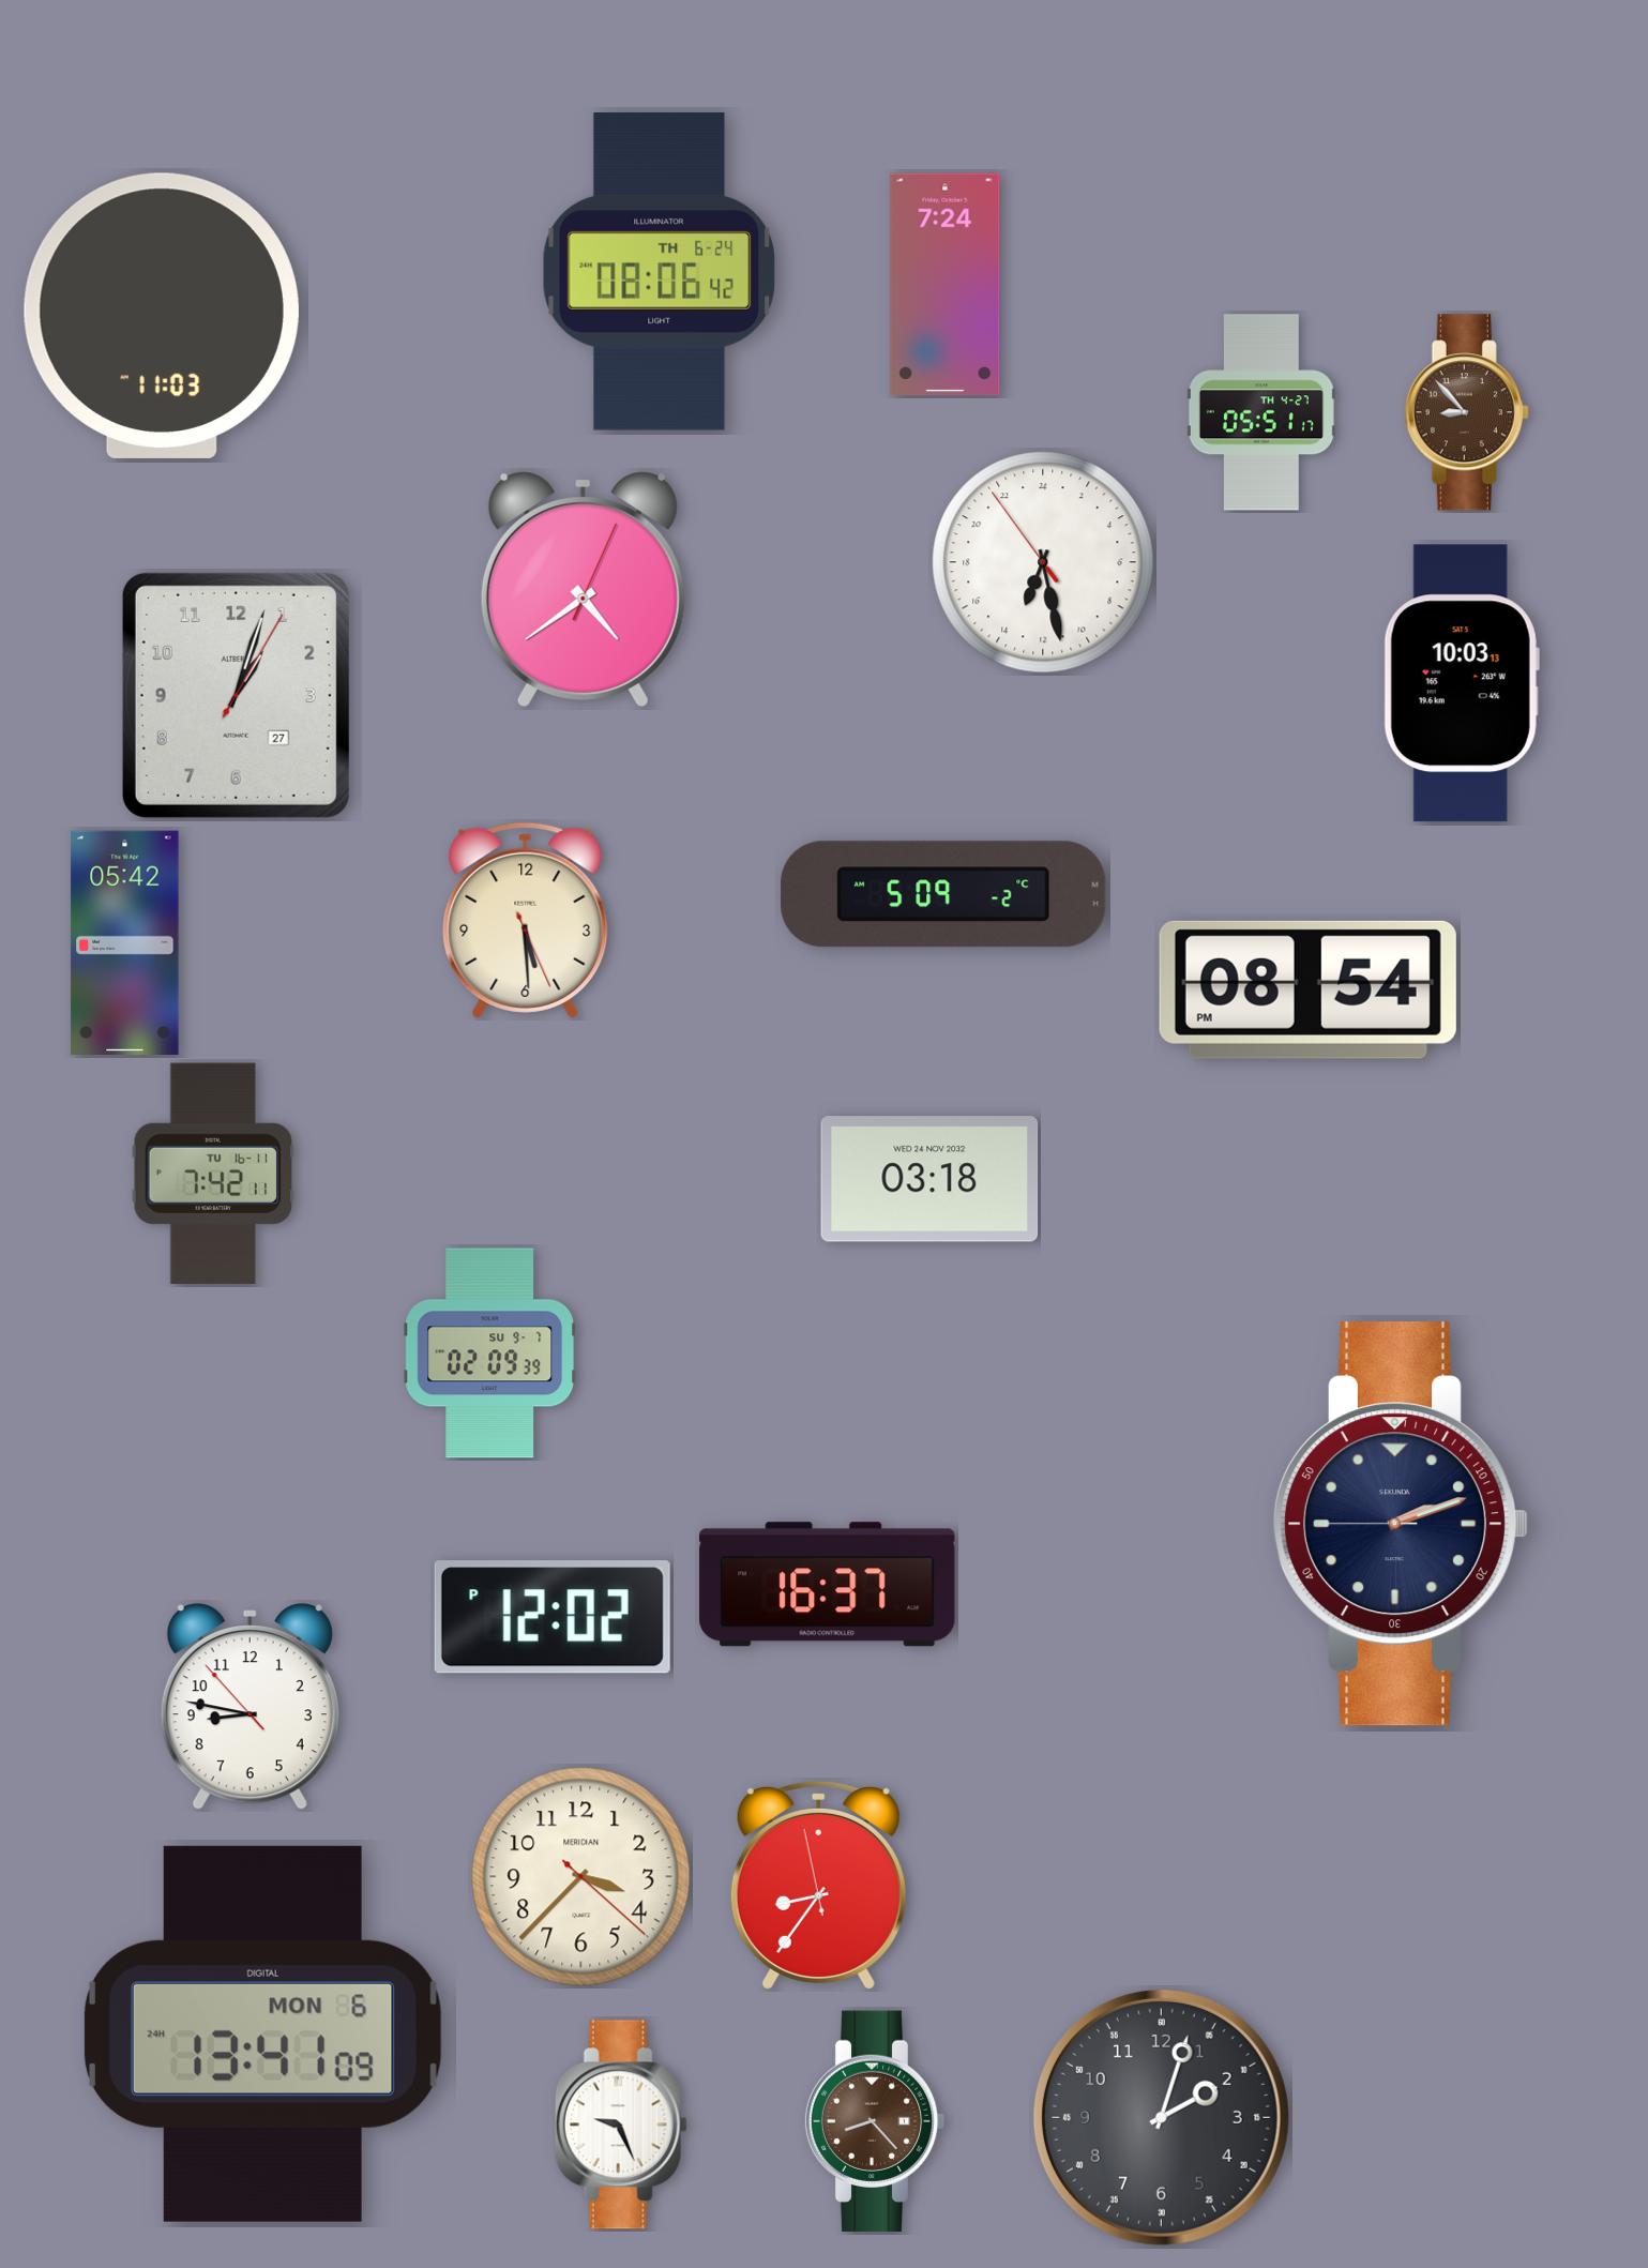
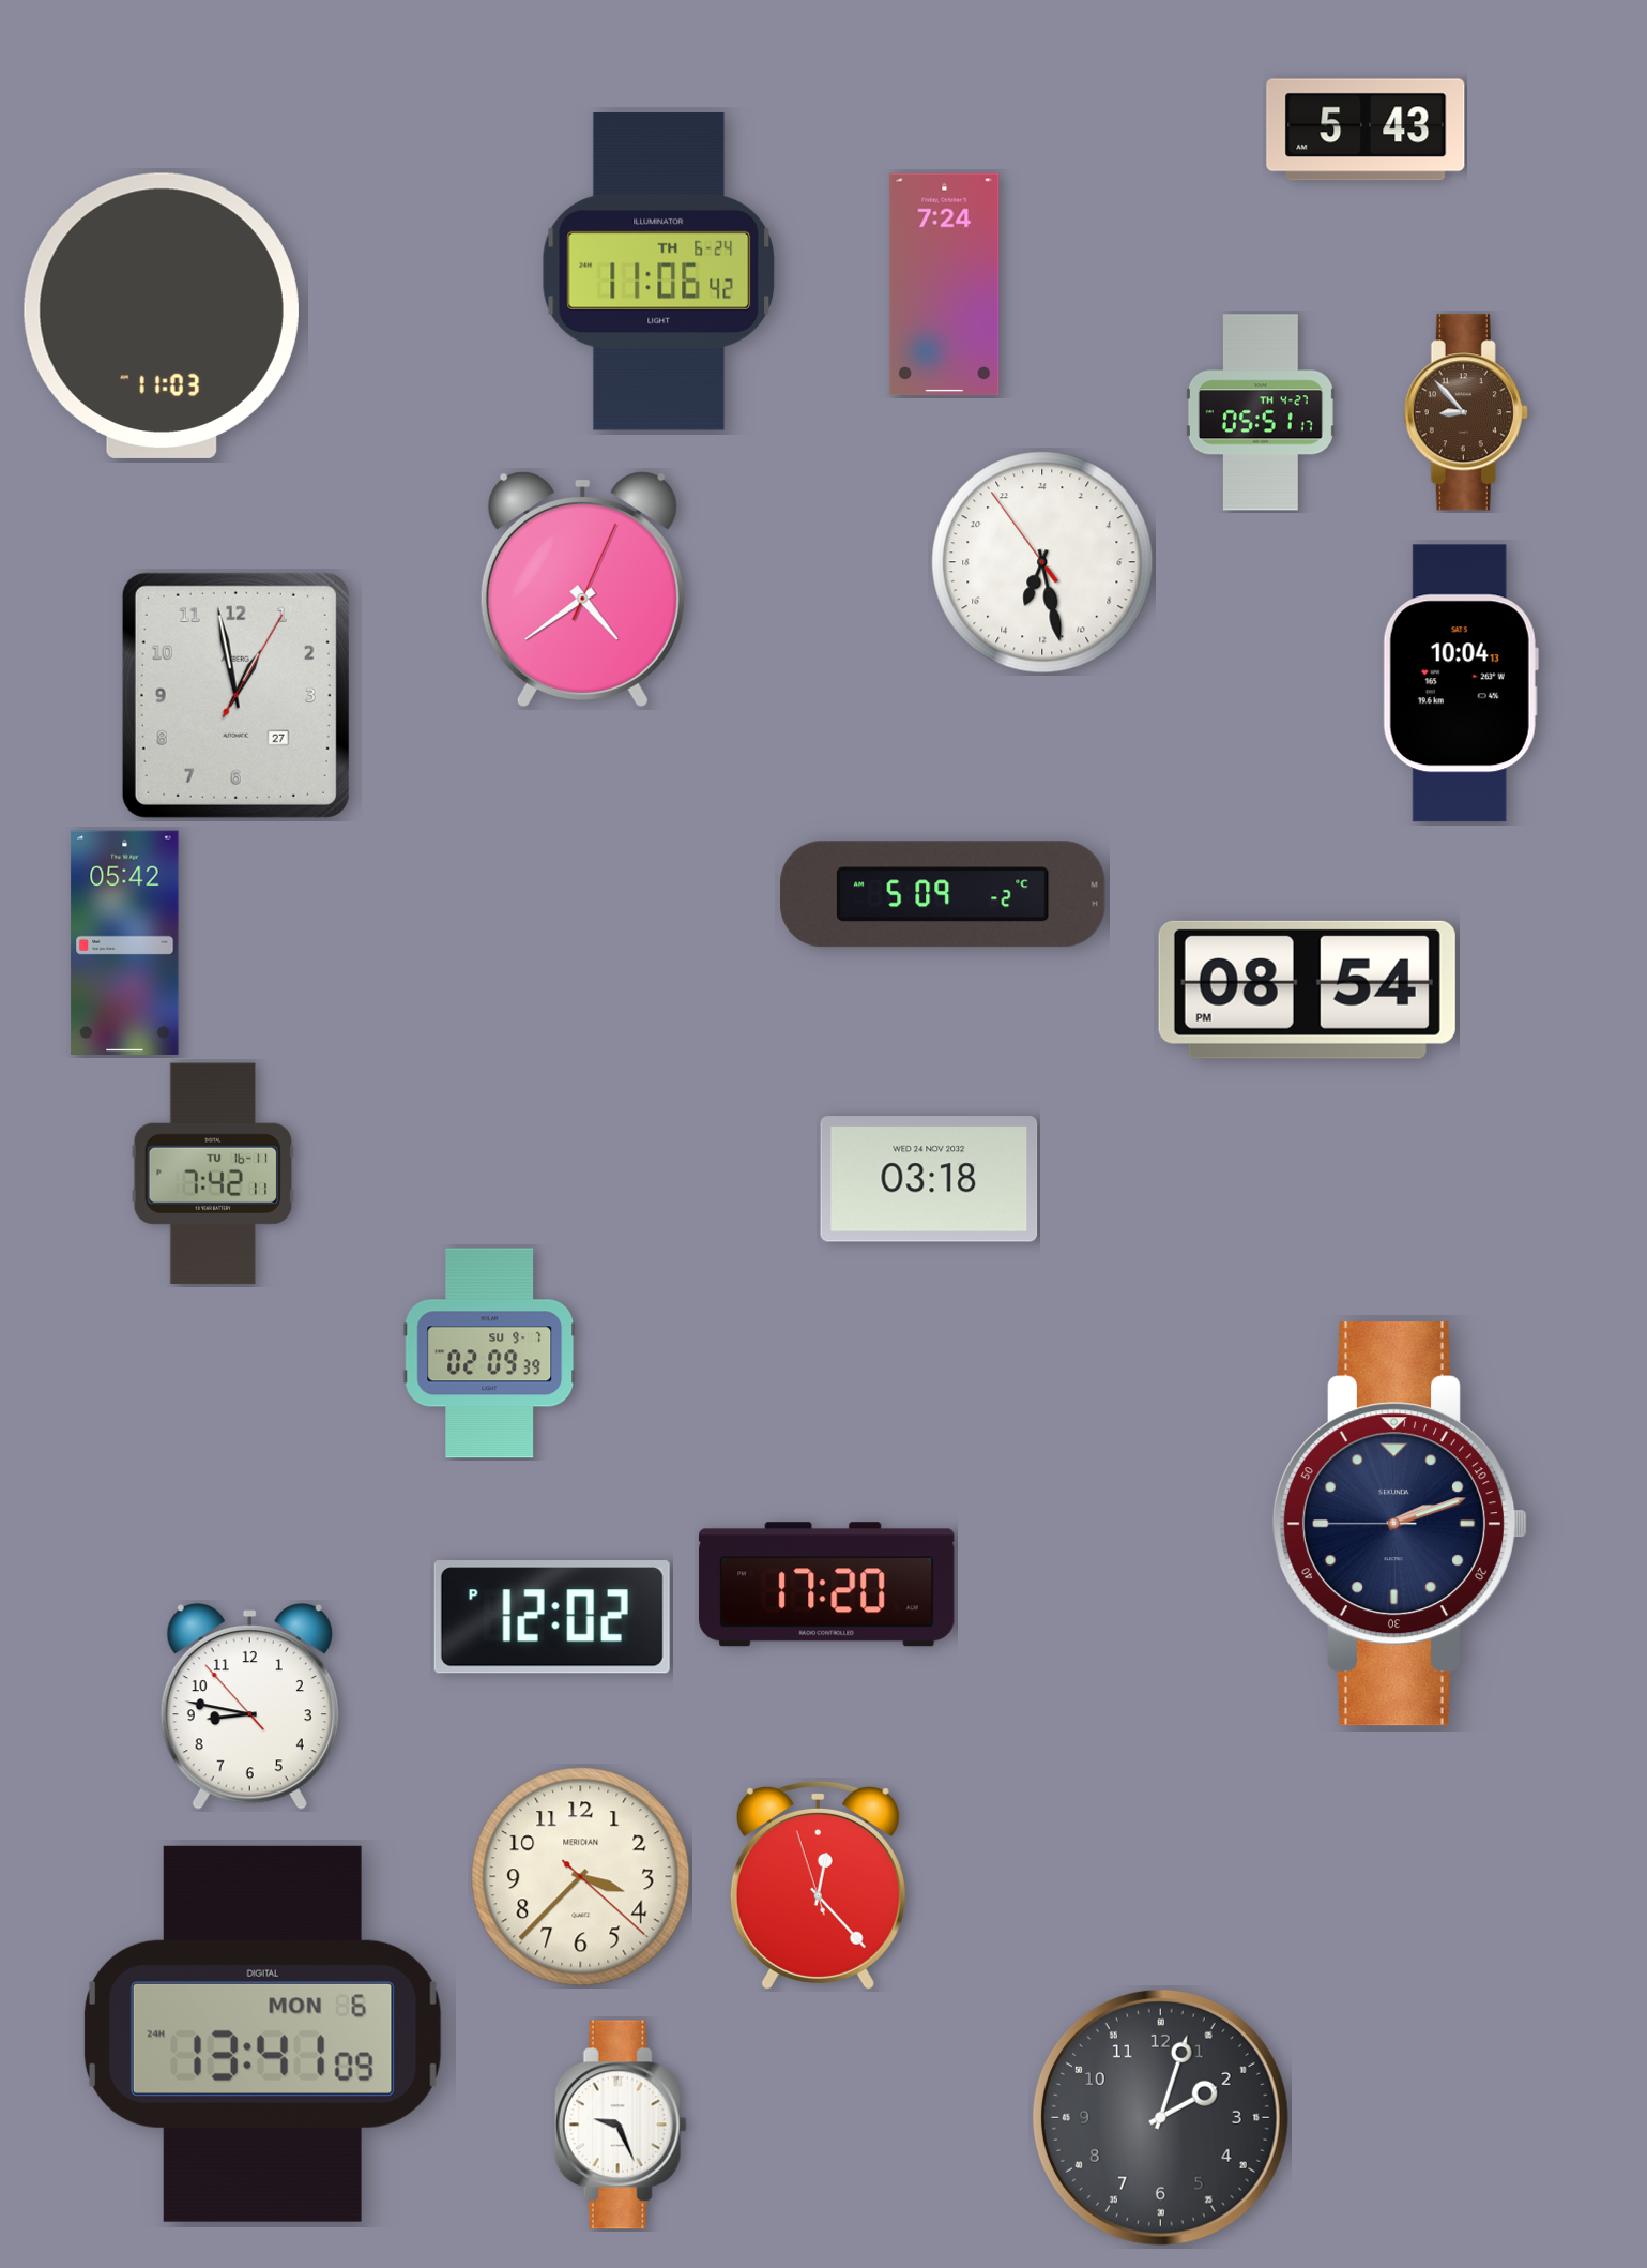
clock at (1366, 130): none -> 5:43
clock at (660, 271): 08:06 -> 11:06
clock at (1462, 683): 10:03 -> 10:04
clock at (236, 695): 1:03 -> 12:58
clock at (526, 920): 5:29 -> none
clock at (828, 1585): 16:37 -> 17:20
clock at (818, 1885): 8:35 -> 12:22
clock at (875, 2121): 8:23 -> none
